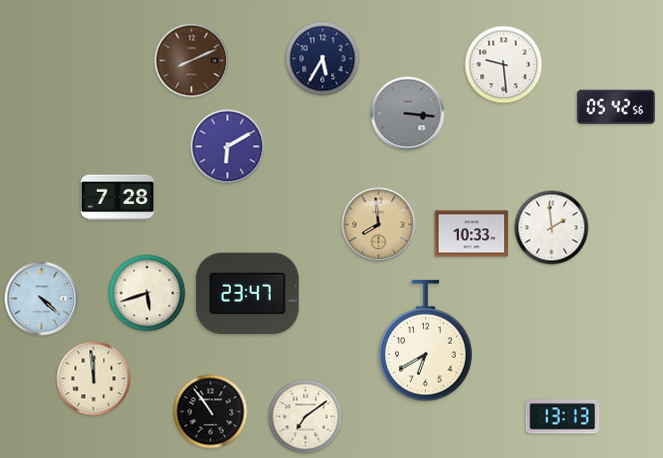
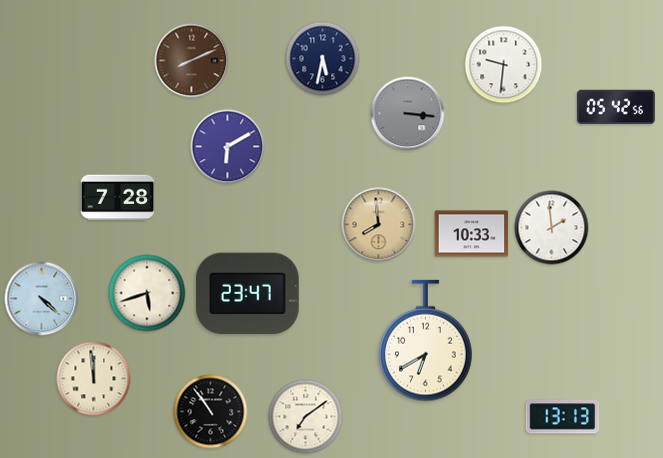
clock at (323, 59): 5:35 -> 5:32
clock at (504, 65): 9:29 -> 9:31
